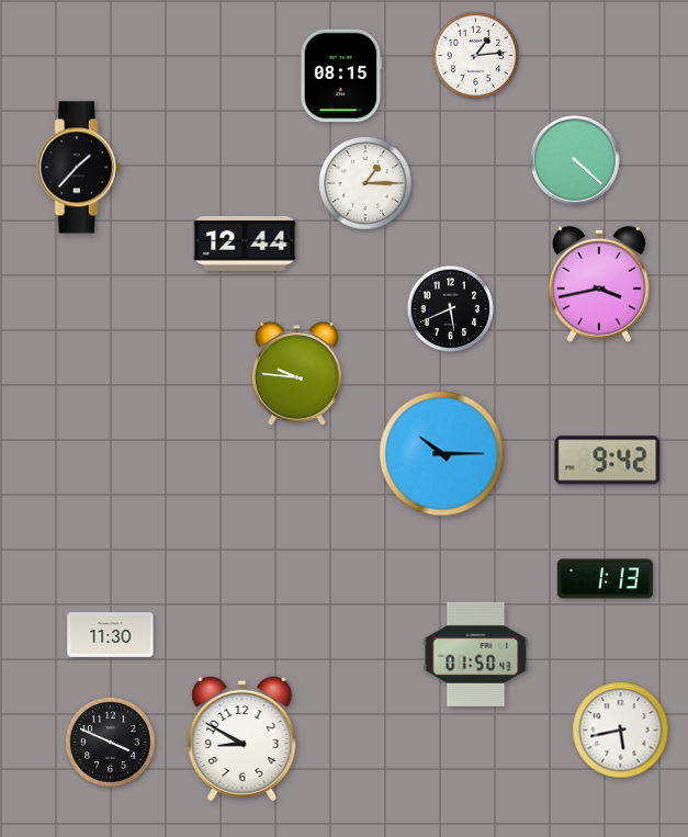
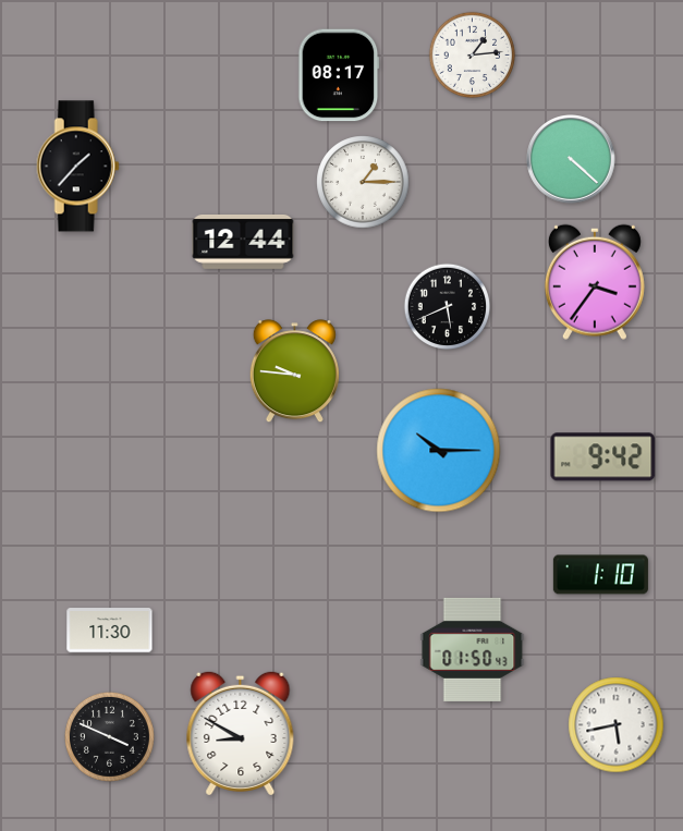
clock at (341, 76): 08:15 -> 08:17
clock at (599, 284): 3:43 -> 3:36
clock at (605, 579): 1:13 -> 1:10
